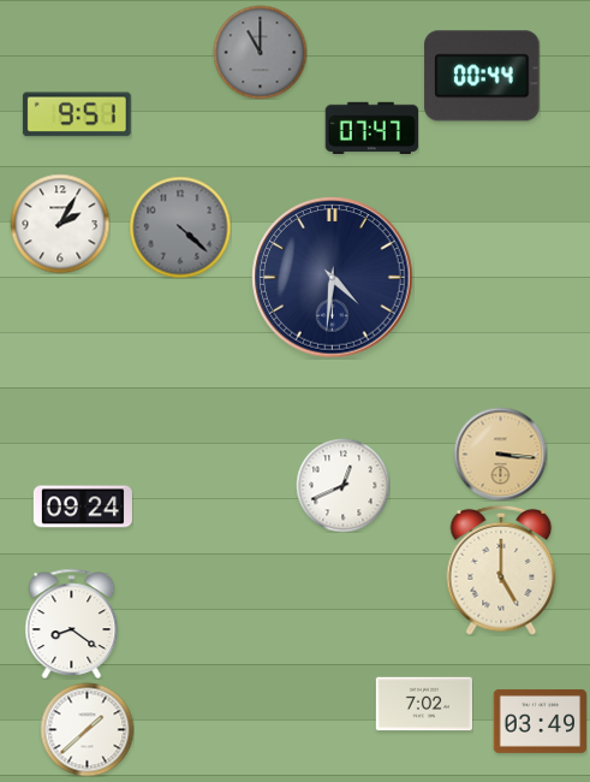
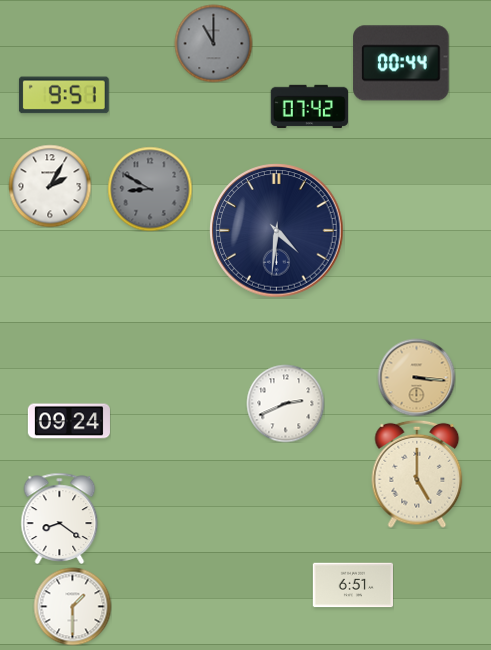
clock at (260, 52) position: (260, 52) -> (213, 43)
clock at (371, 128): 07:47 -> 07:42
clock at (180, 227): 4:22 -> 8:50
clock at (342, 485): 12:41 -> 2:41
clock at (423, 704): 7:02 -> 6:51
clock at (540, 721): 03:49 -> none
clock at (87, 729): 1:38 -> 1:30
